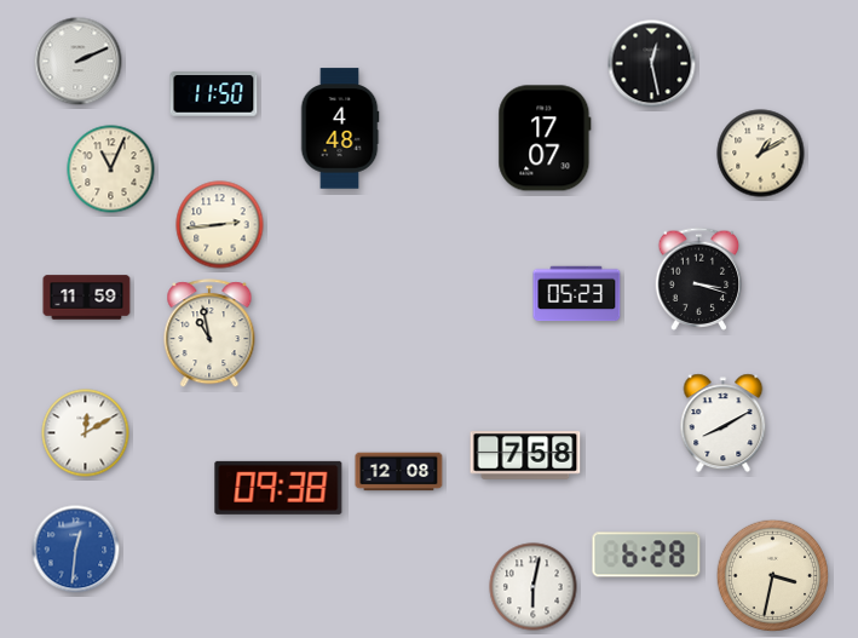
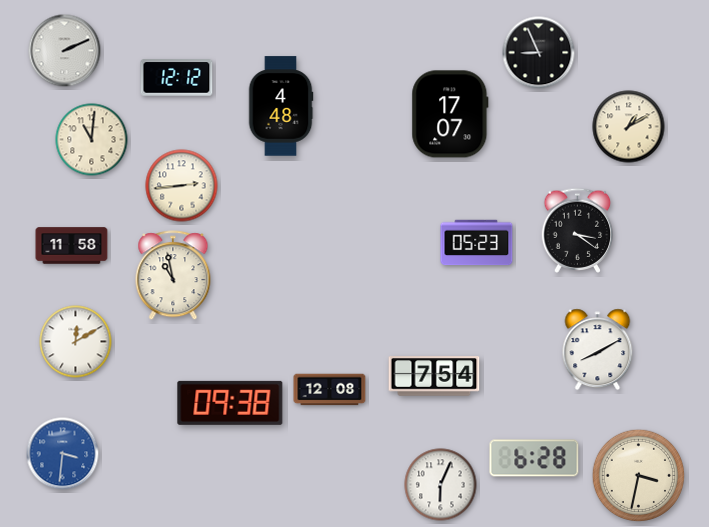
clock at (652, 64): 12:28 -> 8:56
clock at (214, 94): 11:50 -> 12:12
clock at (111, 169): 11:04 -> 11:01
clock at (699, 278): 3:18 -> 3:21
clock at (87, 298): 11:59 -> 11:58
clock at (86, 433) position: (86, 433) -> (76, 342)
clock at (525, 455): 7:58 -> 7:54
clock at (76, 550): 12:31 -> 3:31
clock at (534, 587): 6:02 -> 6:04
